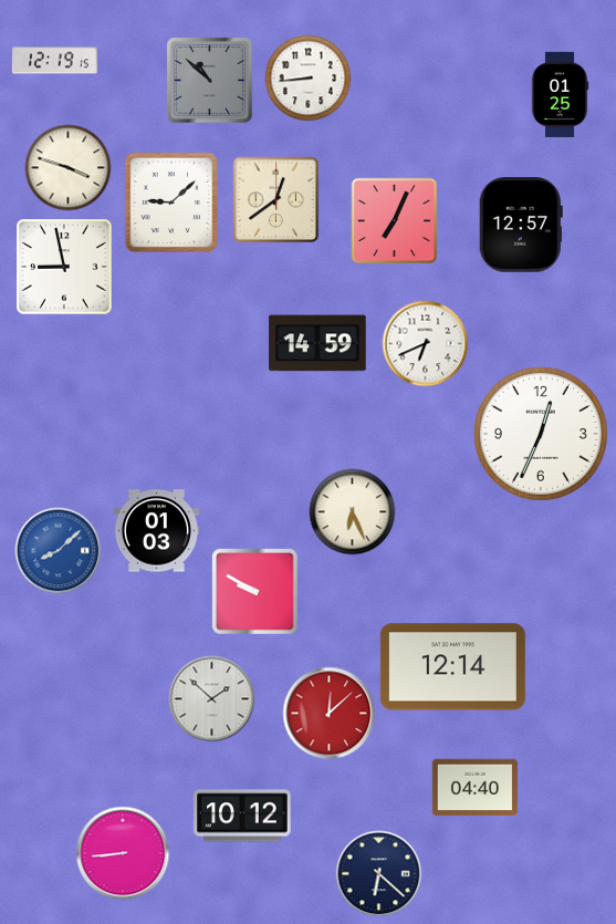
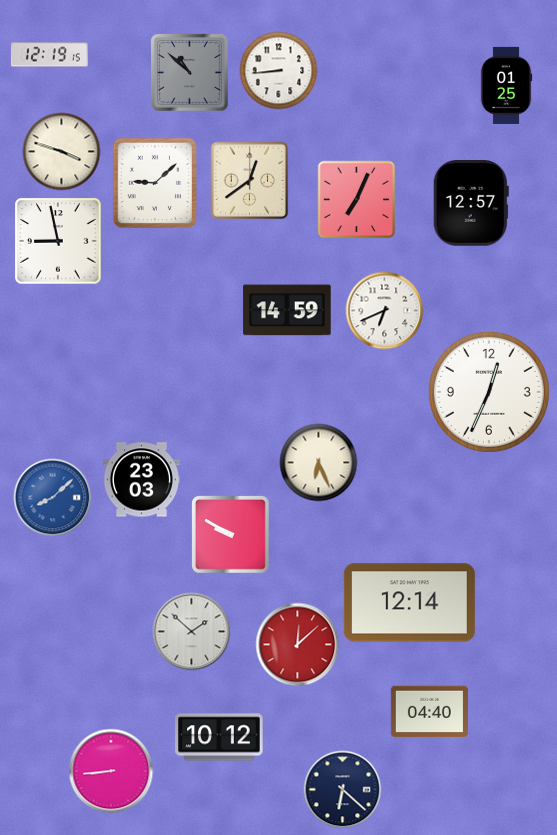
clock at (156, 531): 01:03 -> 23:03
